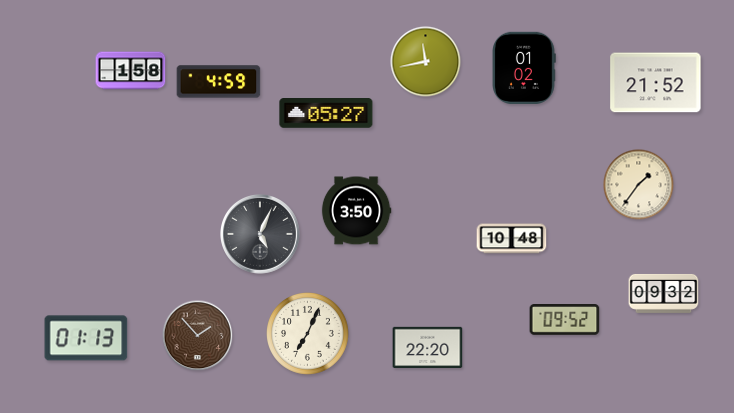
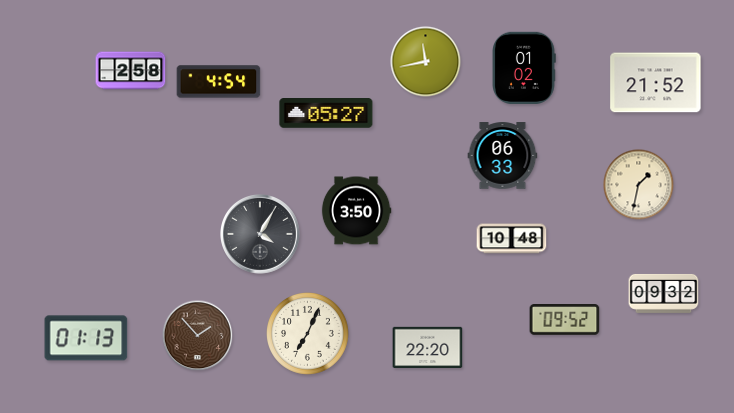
clock at (131, 71): 1:58 -> 2:58
clock at (219, 82): 4:59 -> 4:54
clock at (503, 156): none -> 06:33
clock at (639, 185): 1:36 -> 1:32
clock at (261, 235): 5:04 -> 4:05
